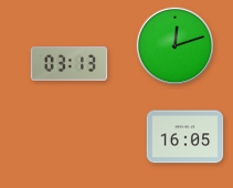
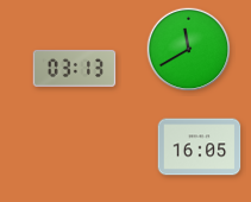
clock at (176, 46): 12:12 -> 11:40
